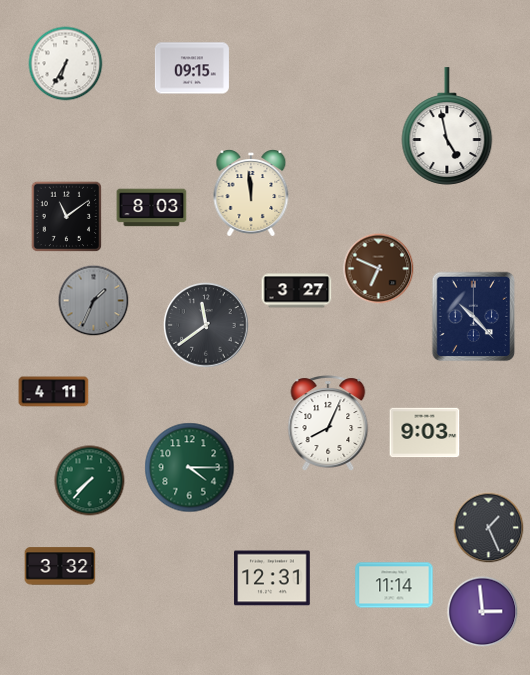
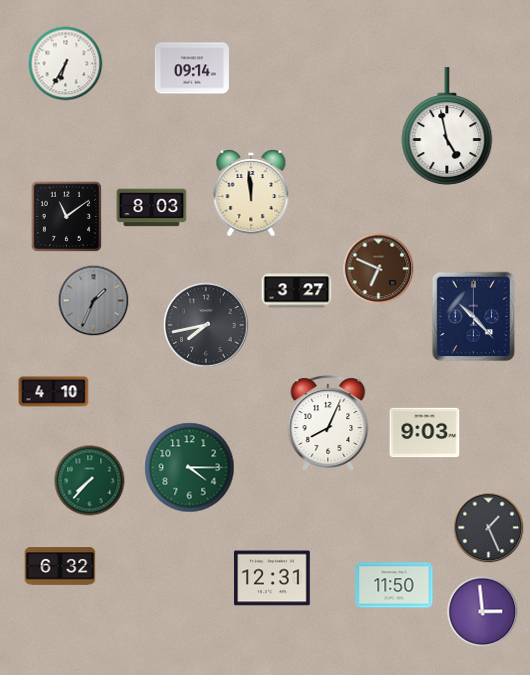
clock at (192, 68): 09:15 -> 09:14
clock at (206, 325): 11:39 -> 7:43
clock at (54, 392): 4:11 -> 4:10
clock at (60, 566): 3:32 -> 6:32
clock at (394, 585): 11:14 -> 11:50
